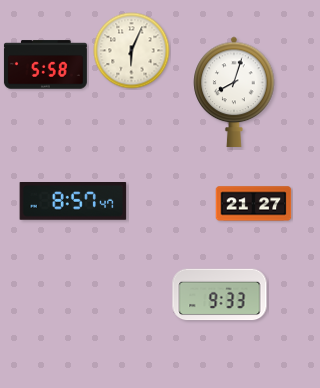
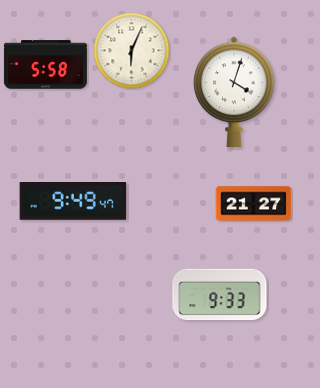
clock at (234, 91): 8:03 -> 4:03
clock at (73, 202): 8:57 -> 9:49
